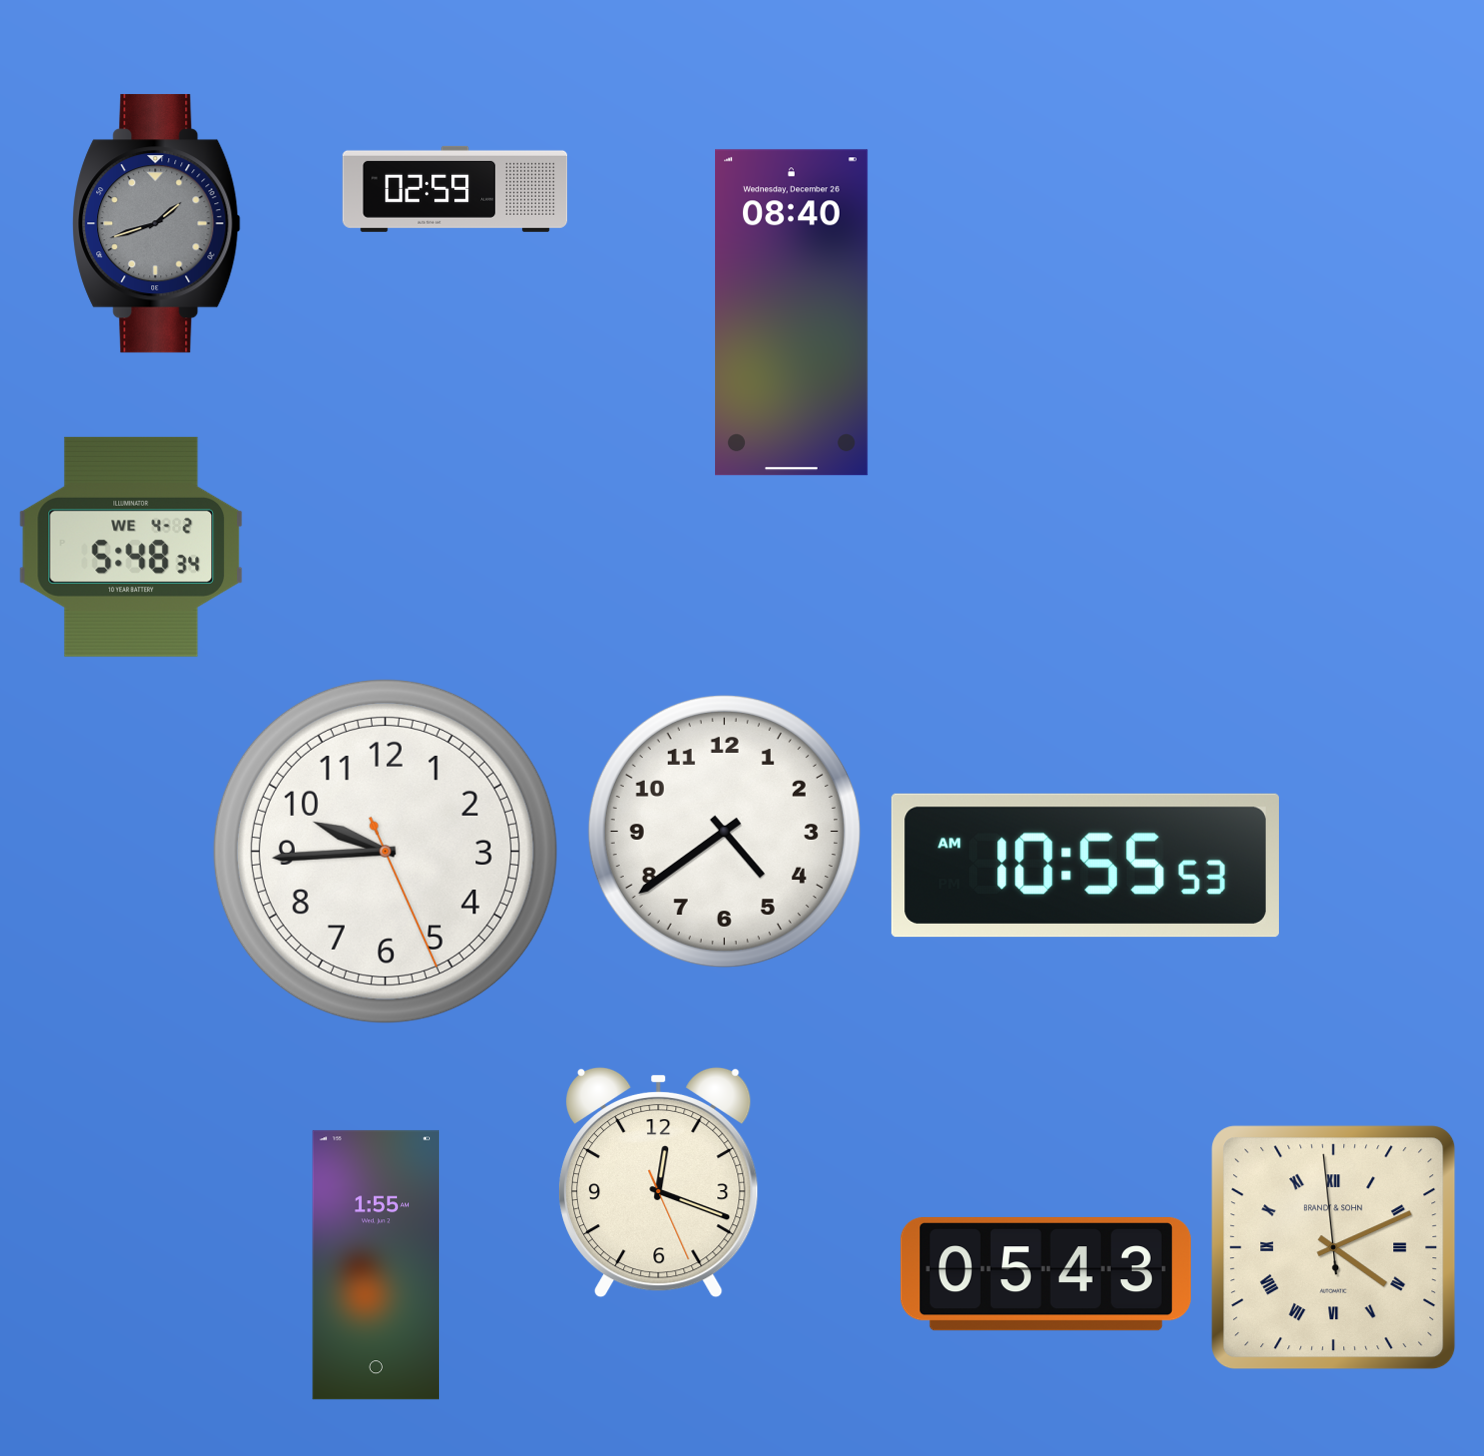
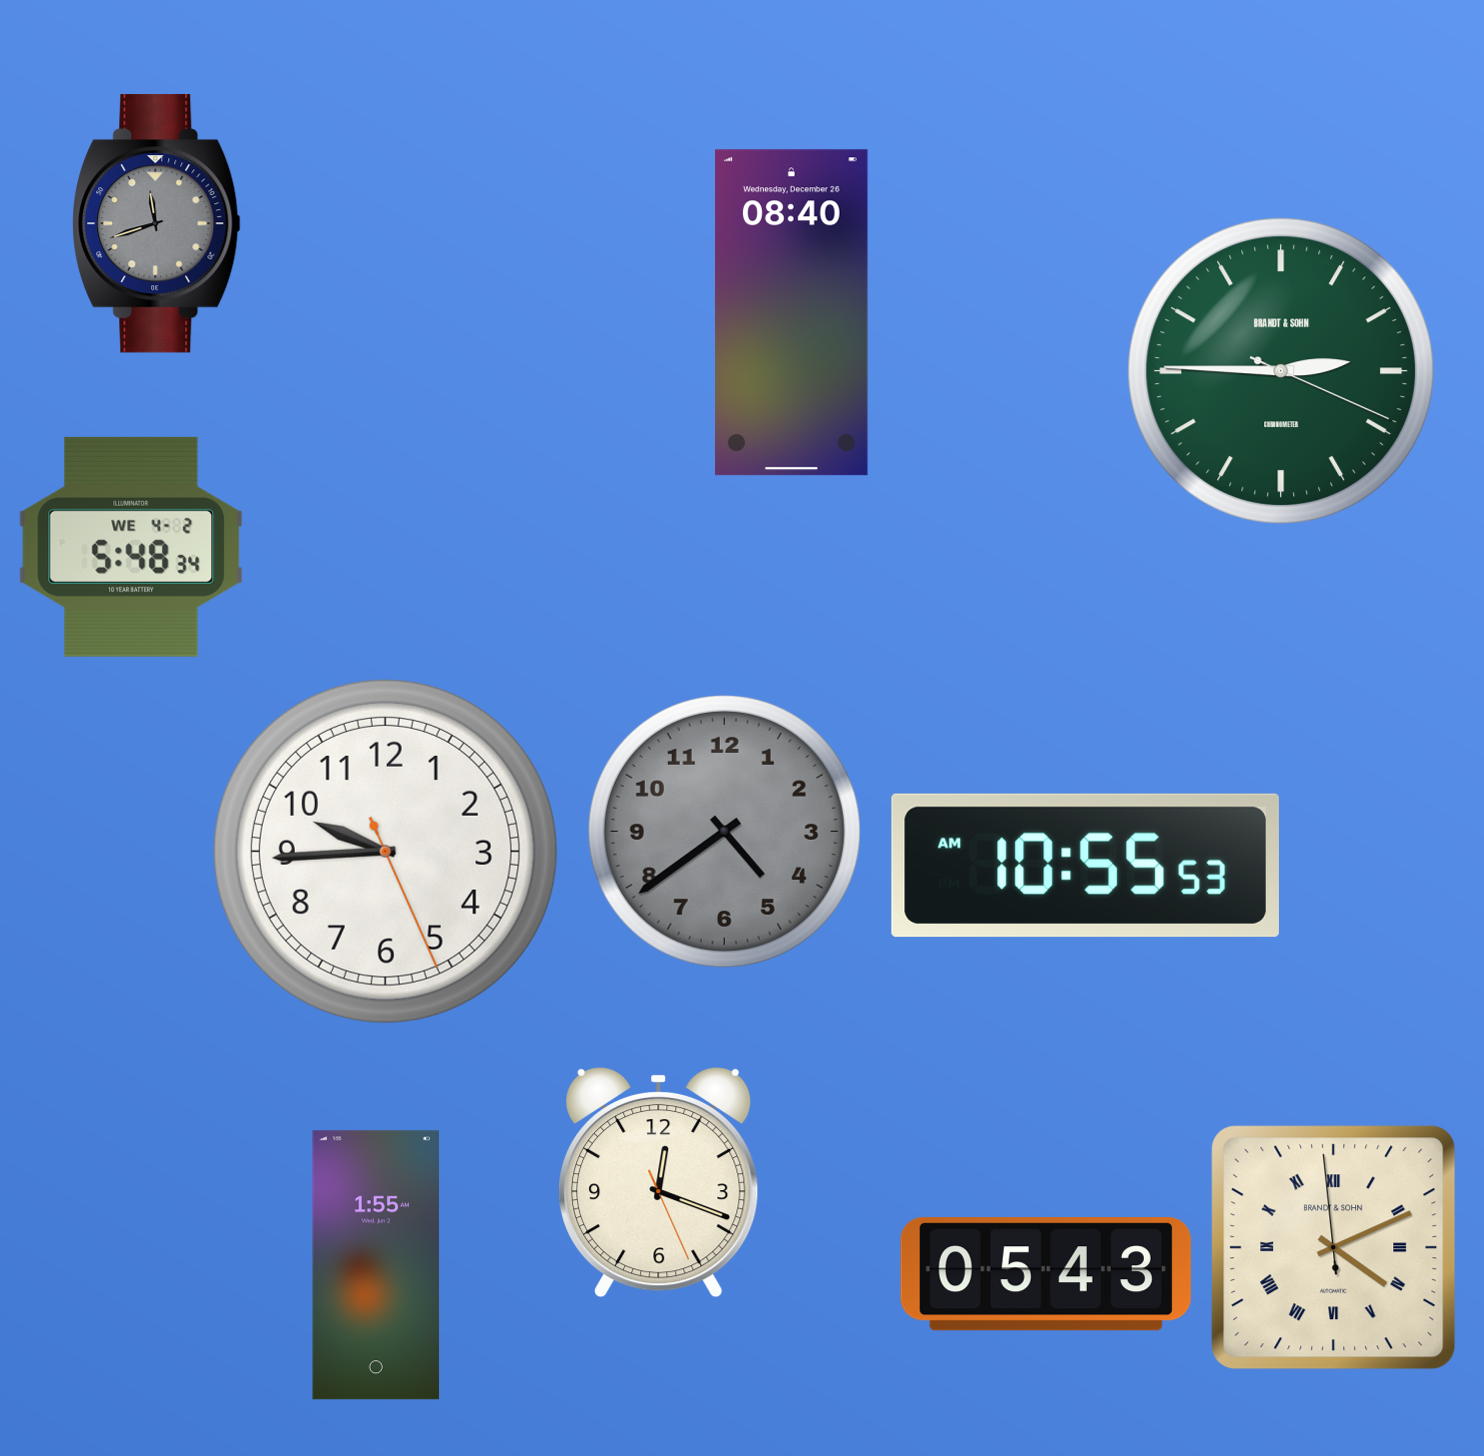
clock at (455, 189): 02:59 -> none
clock at (157, 224): 1:42 -> 11:42
clock at (1281, 371): none -> 2:45
clock at (724, 831) dial: white -> grey
